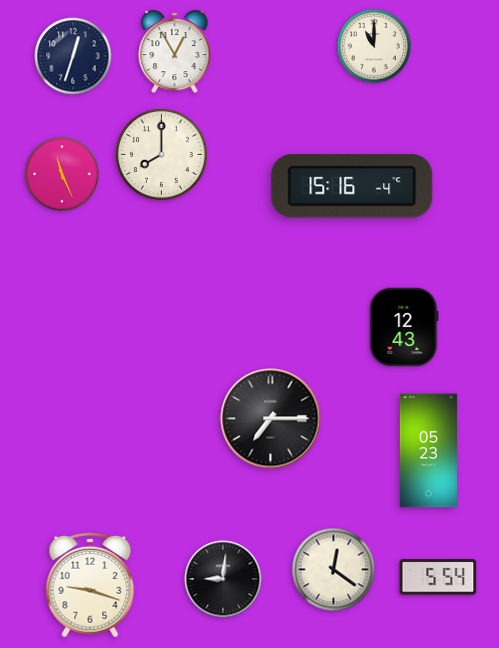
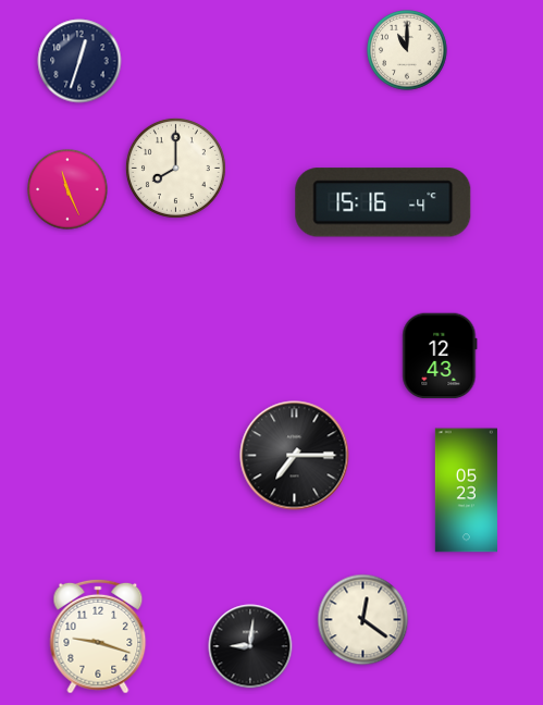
clock at (175, 52): 12:55 -> none
clock at (438, 577): 5:54 -> none
clock at (223, 579) position: (223, 579) -> (250, 646)
